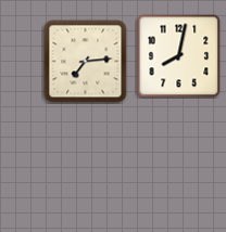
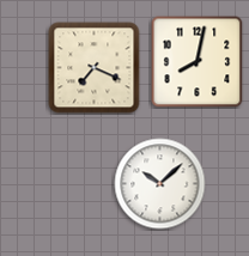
clock at (86, 62): 7:14 -> 7:19
clock at (160, 184): none -> 10:08
